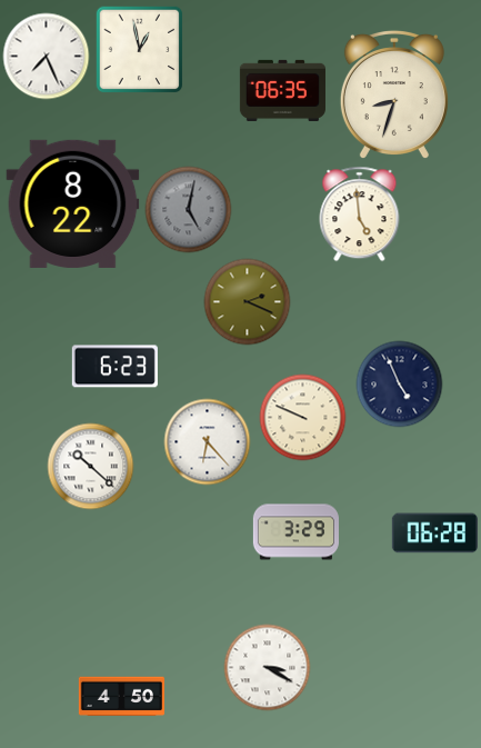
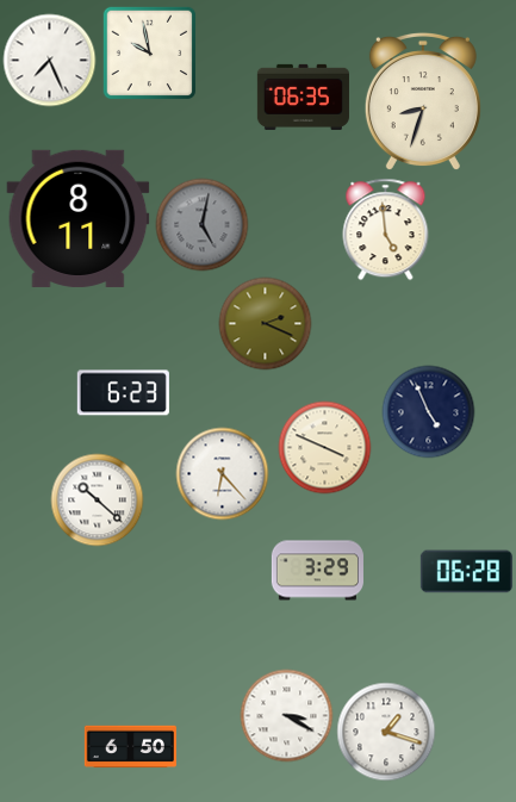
clock at (139, 49): 12:58 -> 9:58
clock at (73, 203): 8:22 -> 8:11
clock at (302, 417): 9:49 -> 3:49
clock at (386, 732): none -> 1:18
clock at (121, 697): 4:50 -> 6:50
